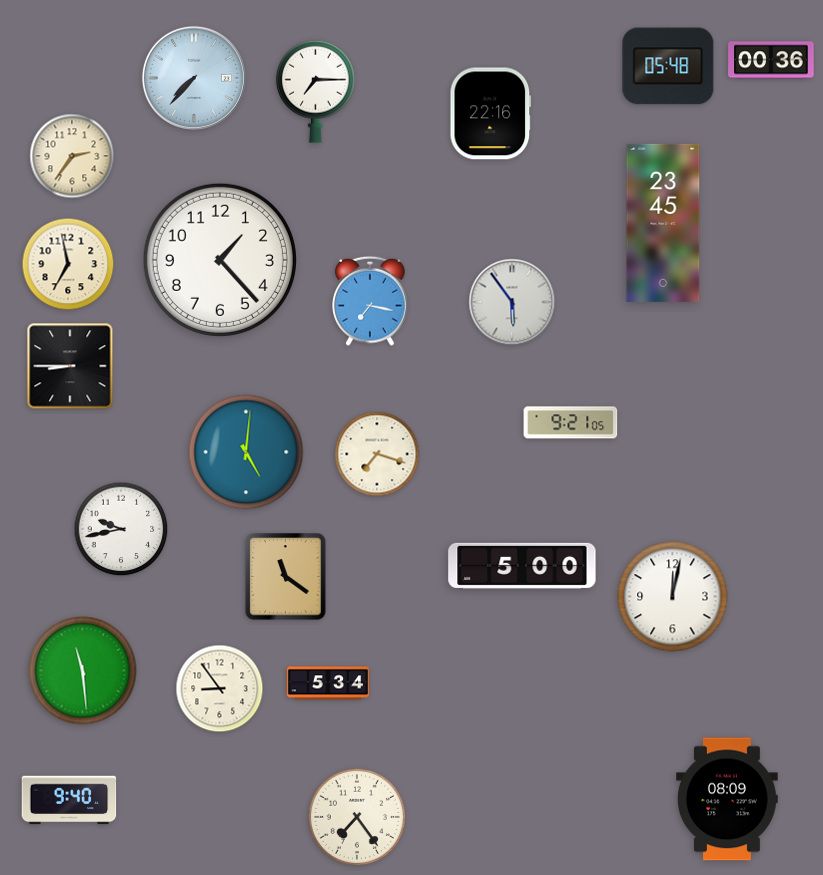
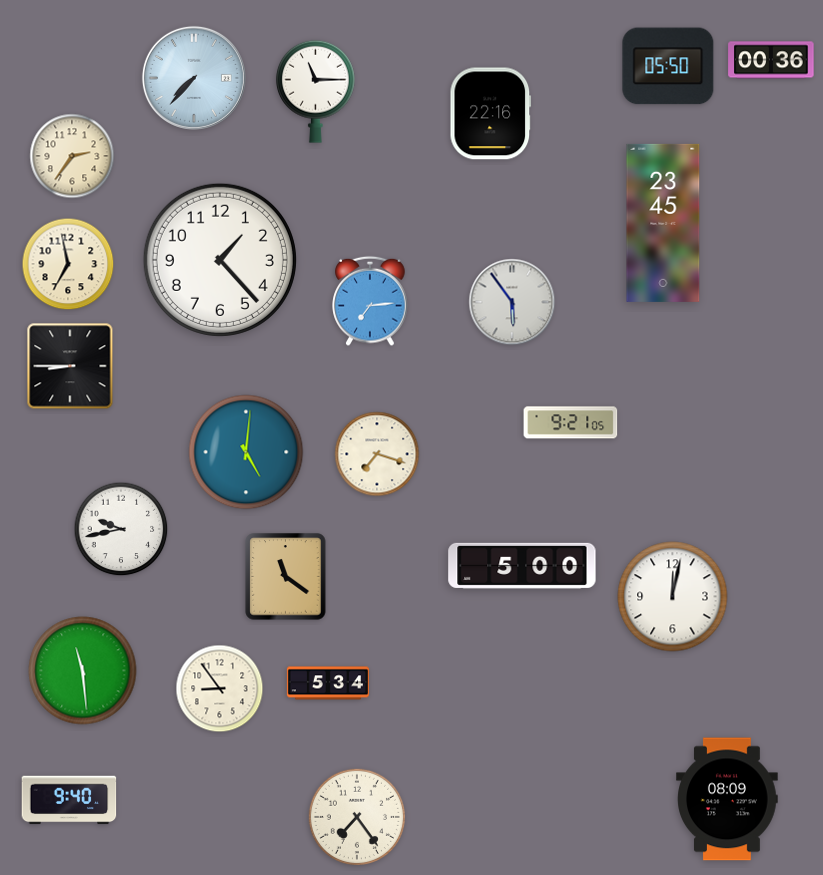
clock at (668, 66): 05:48 -> 05:50
clock at (316, 91): 7:15 -> 11:15
clock at (370, 301): 7:17 -> 7:14
